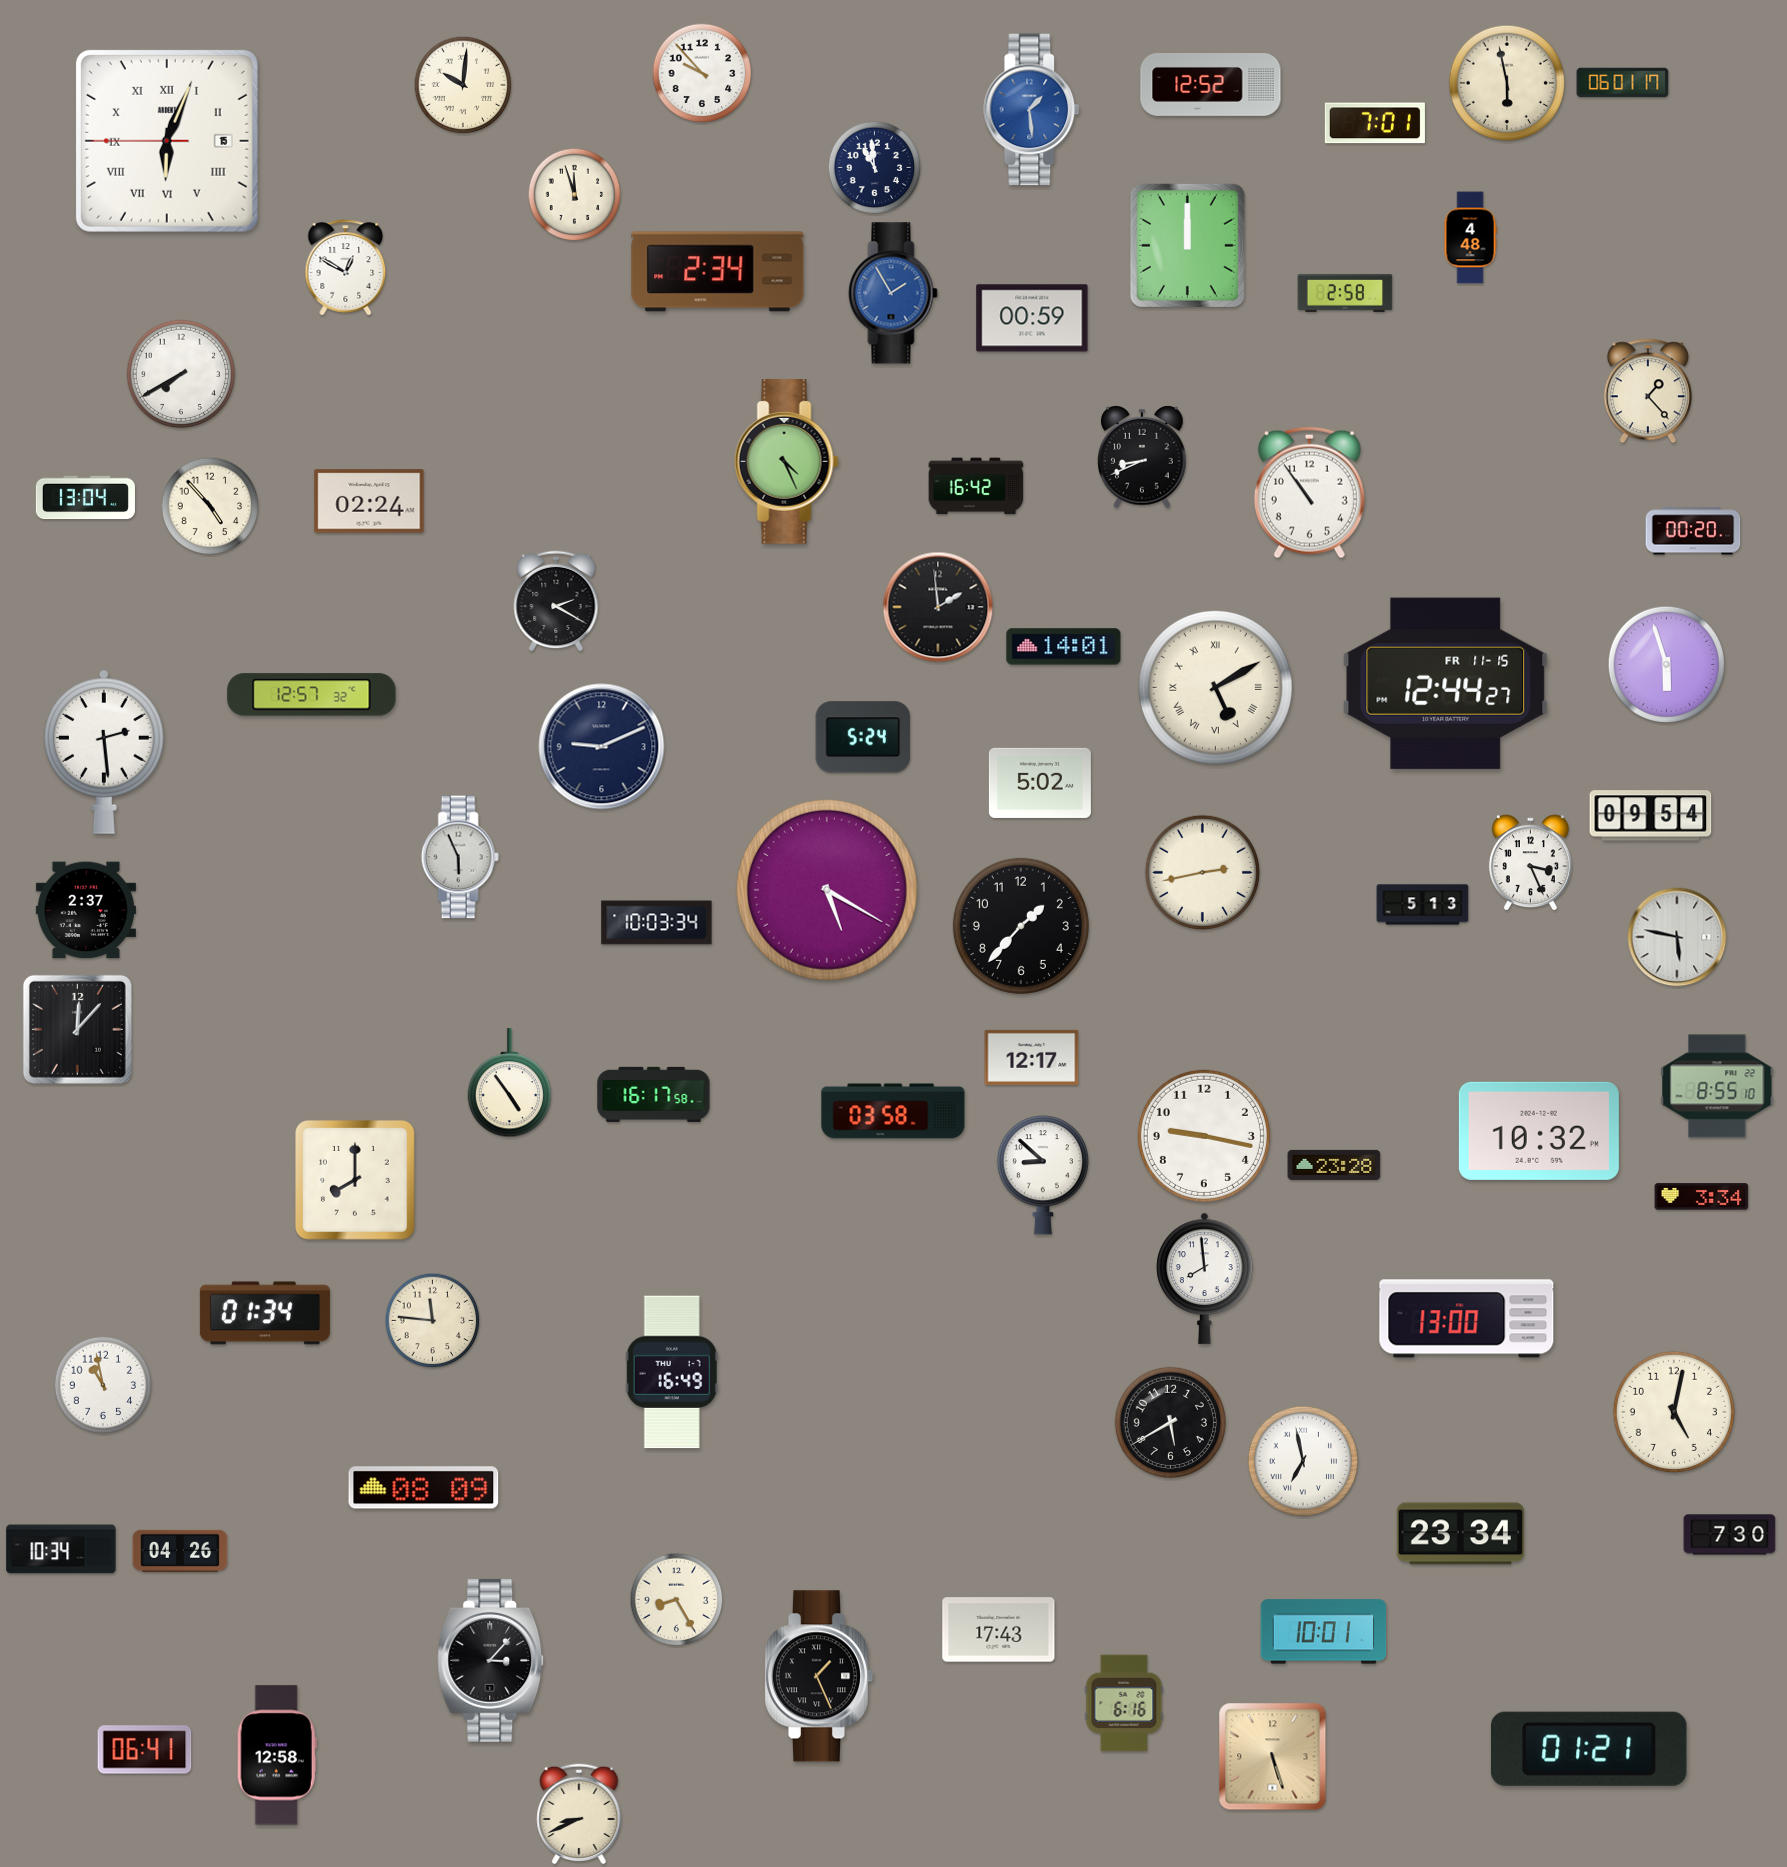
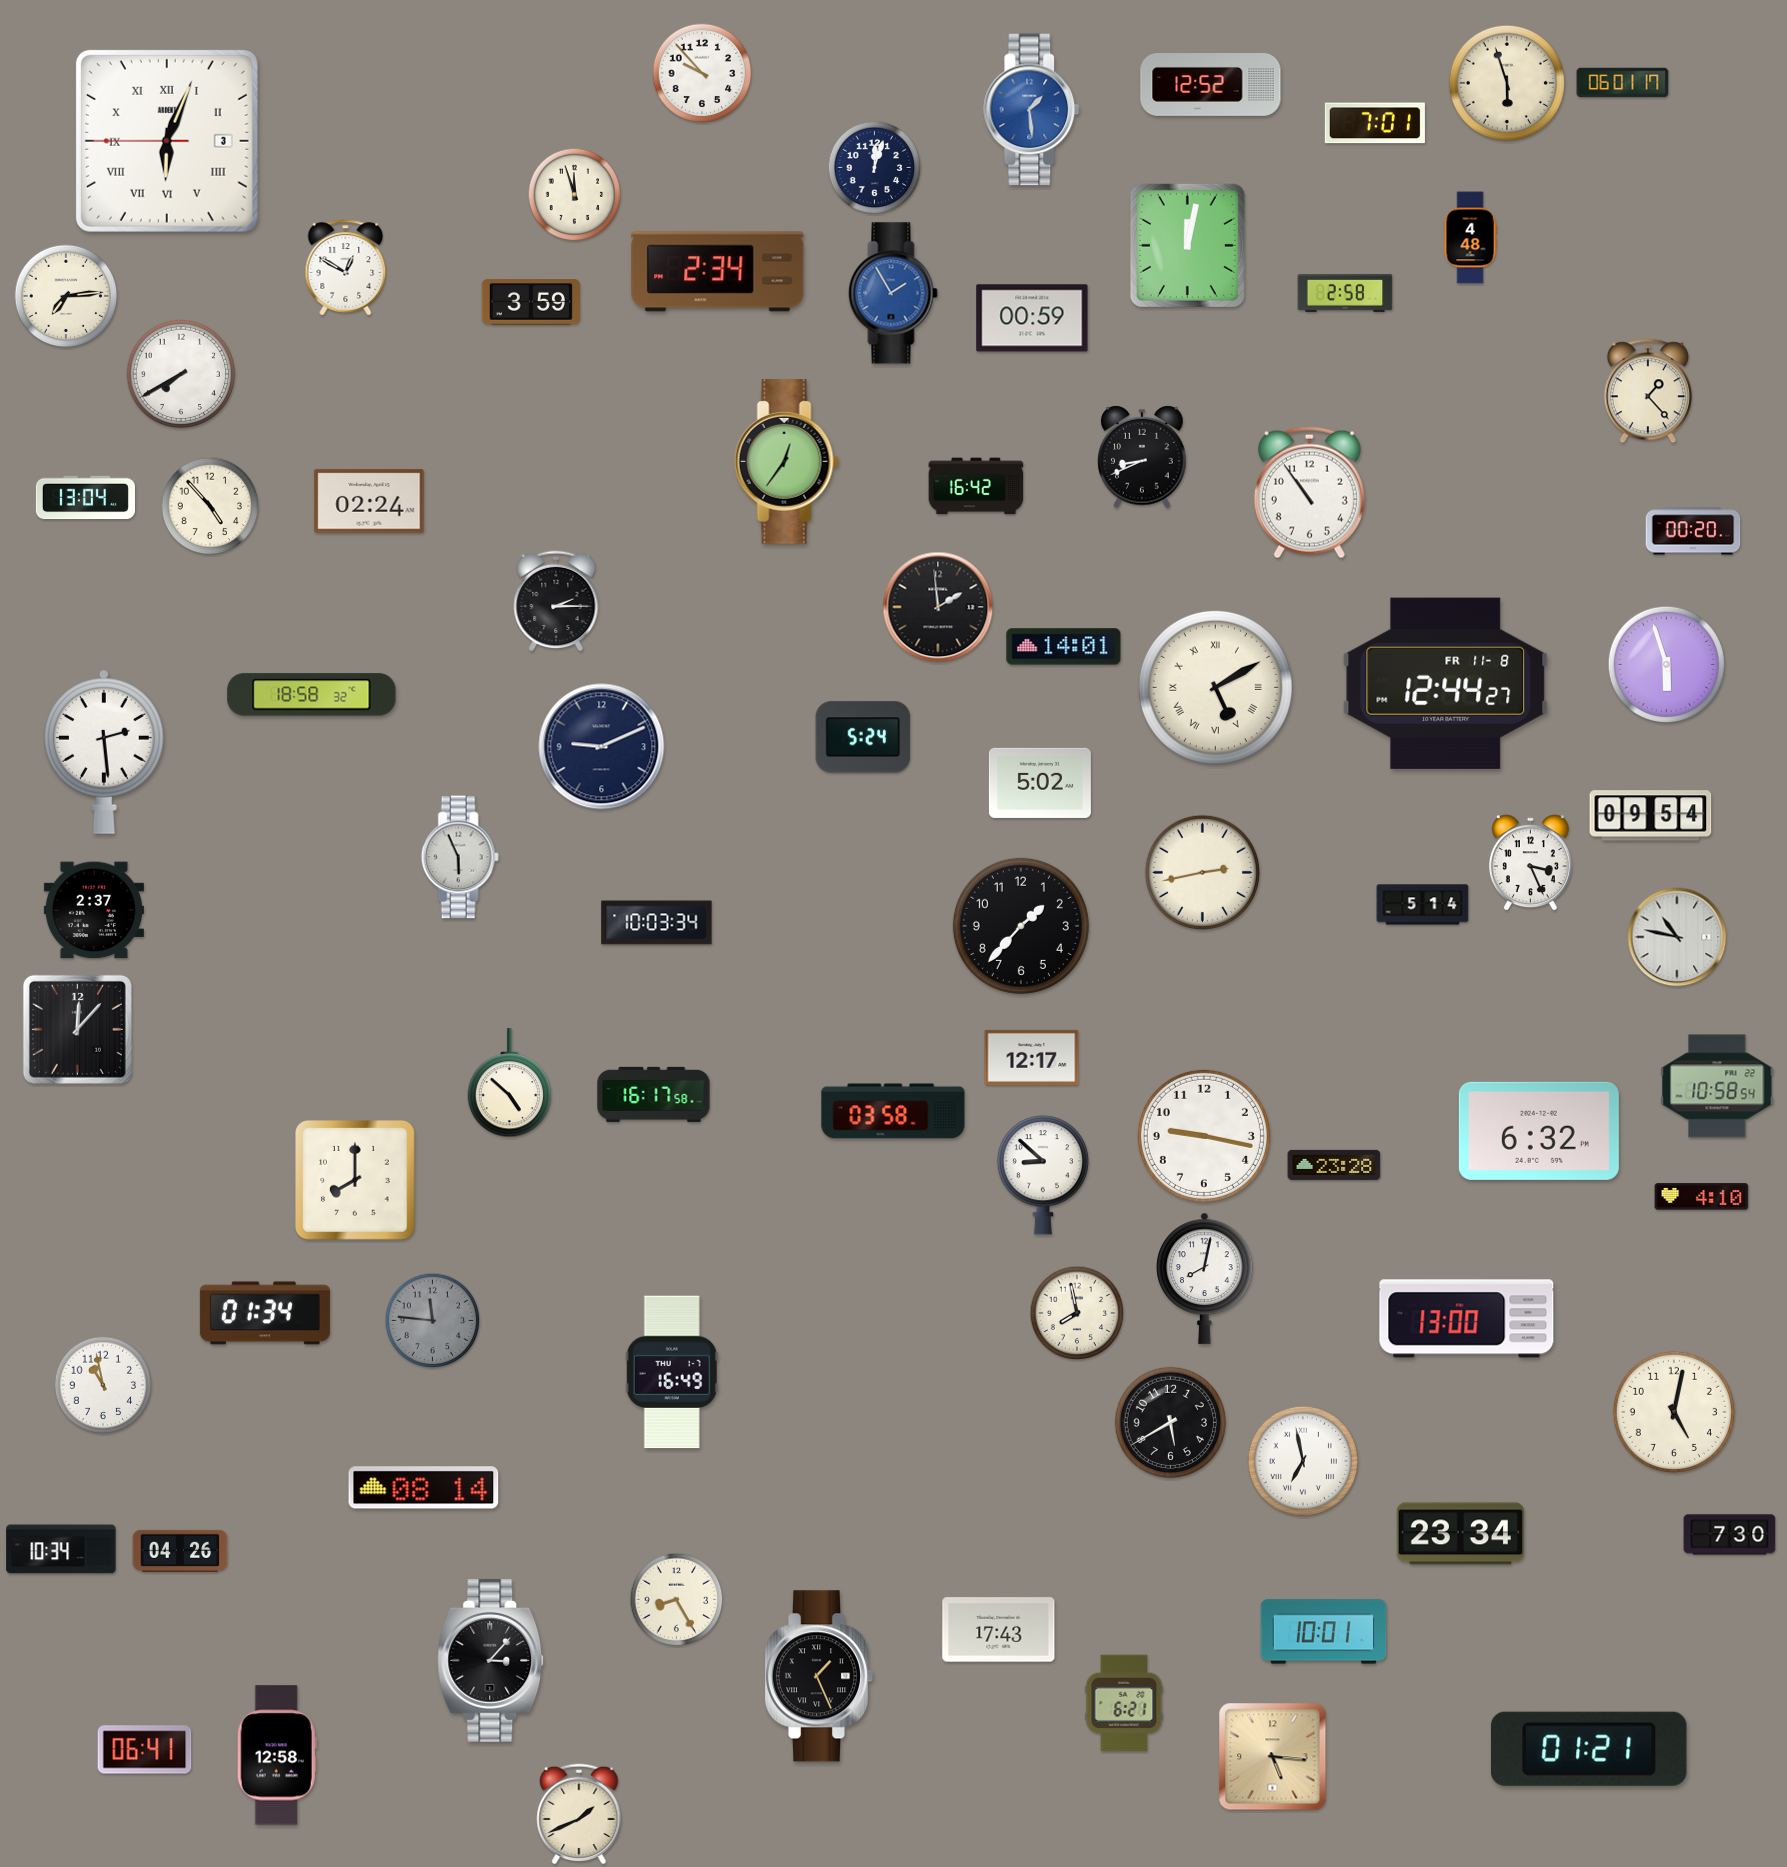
clock at (1507, 83): 5:58 -> 5:57
clock at (463, 85): 10:01 -> none
clock at (167, 141) date: 15 -> 3
clock at (875, 168): 10:59 -> 12:03
clock at (1187, 245): 12:00 -> 12:02
clock at (66, 296): none -> 7:14
clock at (531, 302): none -> 3:59
clock at (786, 462): 4:26 -> 12:36
clock at (556, 601): 2:20 -> 2:15
clock at (1446, 683) date: FR 11-15 -> FR 11-8
clock at (312, 695): 12:57 -> 18:58
clock at (827, 890): 5:20 -> none
clock at (1423, 905): 5:13 -> 5:14
clock at (86, 910) position: (86, 910) -> (94, 910)
clock at (1677, 937): 5:47 -> 10:47
clock at (509, 1083): 4:54 -> 4:52
clock at (1717, 1086): 8:55 -> 10:58
clock at (1539, 1131): 10:32 -> 6:32
clock at (1702, 1197): 3:34 -> 4:10
clock at (1205, 1278): 7:59 -> 8:02
clock at (1077, 1313): none -> 7:58
clock at (433, 1321) dial: cream -> grey
clock at (424, 1488): 08:09 -> 08:14
clock at (1124, 1703): 6:16 -> 6:21
clock at (1273, 1757): 5:27 -> 5:16
clock at (579, 1814): 8:41 -> 1:41
